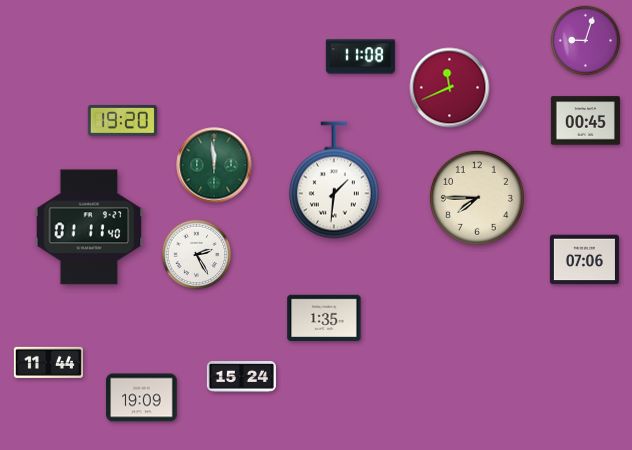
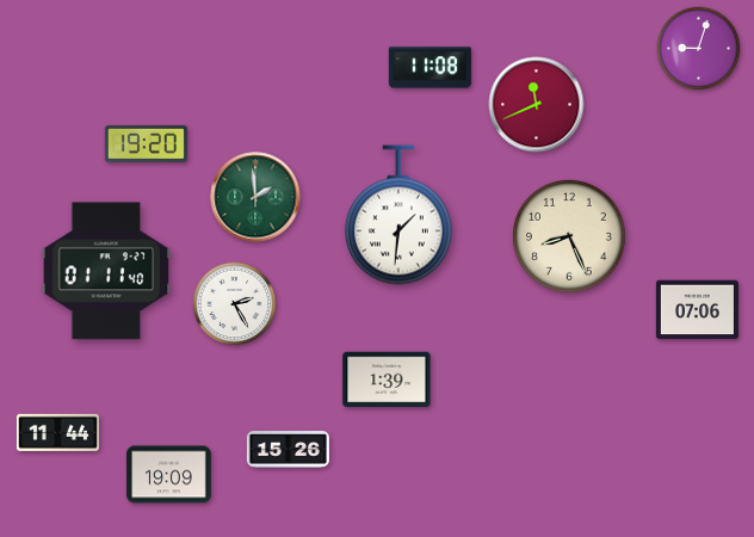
clock at (585, 121): 00:45 -> none
clock at (214, 165): 11:59 -> 1:59
clock at (477, 198): 7:45 -> 8:26
clock at (324, 318): 1:35 -> 1:39
clock at (241, 377): 15:24 -> 15:26
